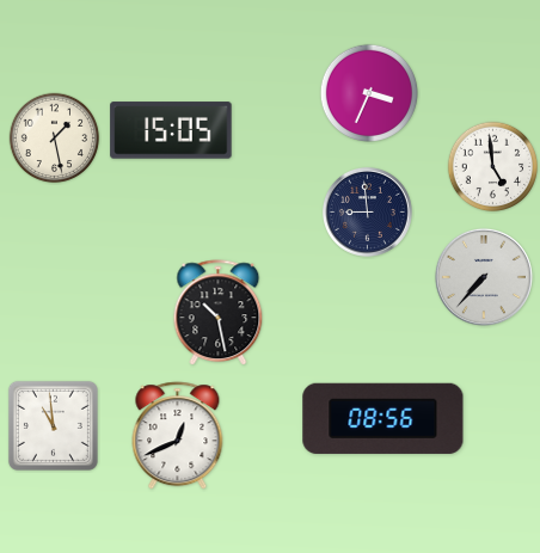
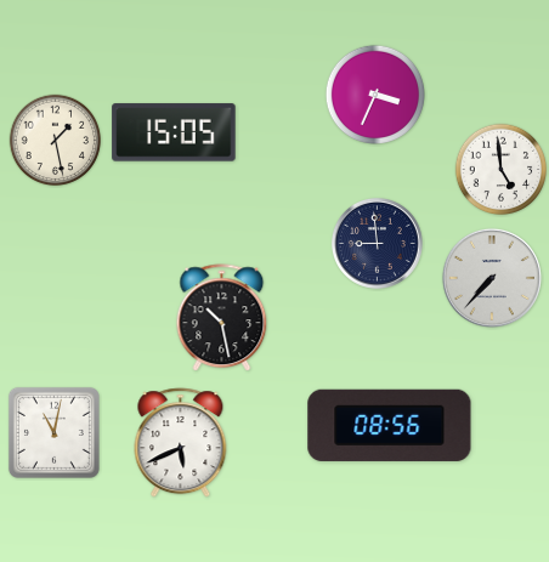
clock at (367, 211) position: (367, 211) -> (377, 243)
clock at (484, 277) position: (484, 277) -> (492, 278)
clock at (53, 425): 10:59 -> 11:02
clock at (178, 436): 12:41 -> 5:41
